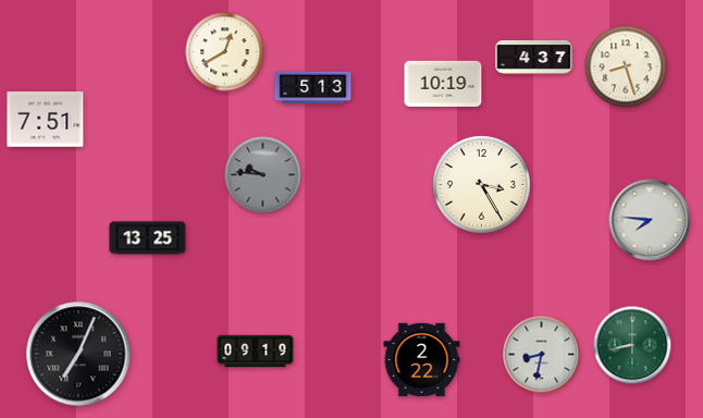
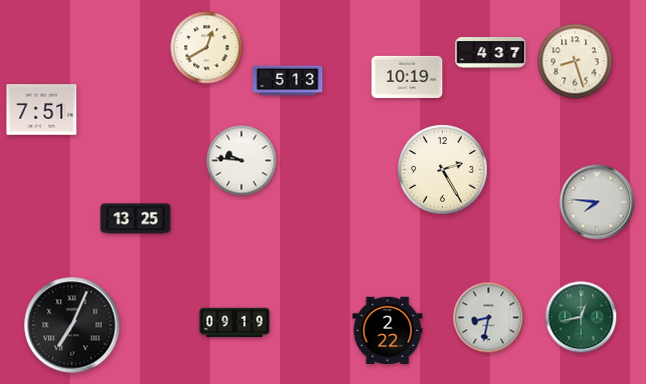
clock at (263, 175) dial: grey -> white
clock at (482, 185): 3:25 -> 2:25
clock at (632, 345): 8:43 -> 12:43
clock at (542, 355) position: (542, 355) -> (489, 318)
